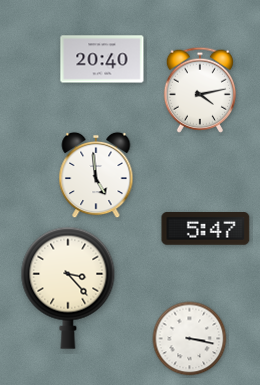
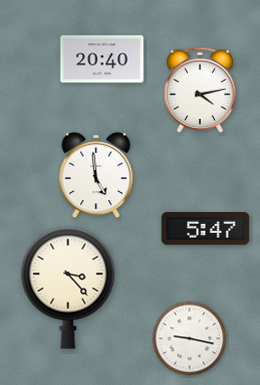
clock at (190, 339): 3:17 -> 9:17
